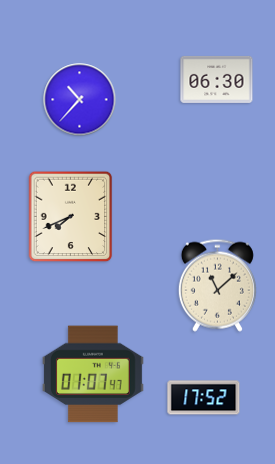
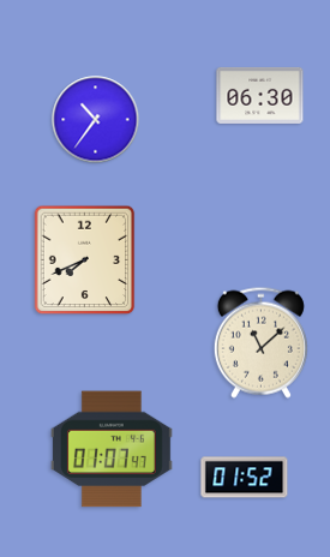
clock at (80, 100): 10:37 -> 10:36
clock at (204, 398): 17:52 -> 01:52
